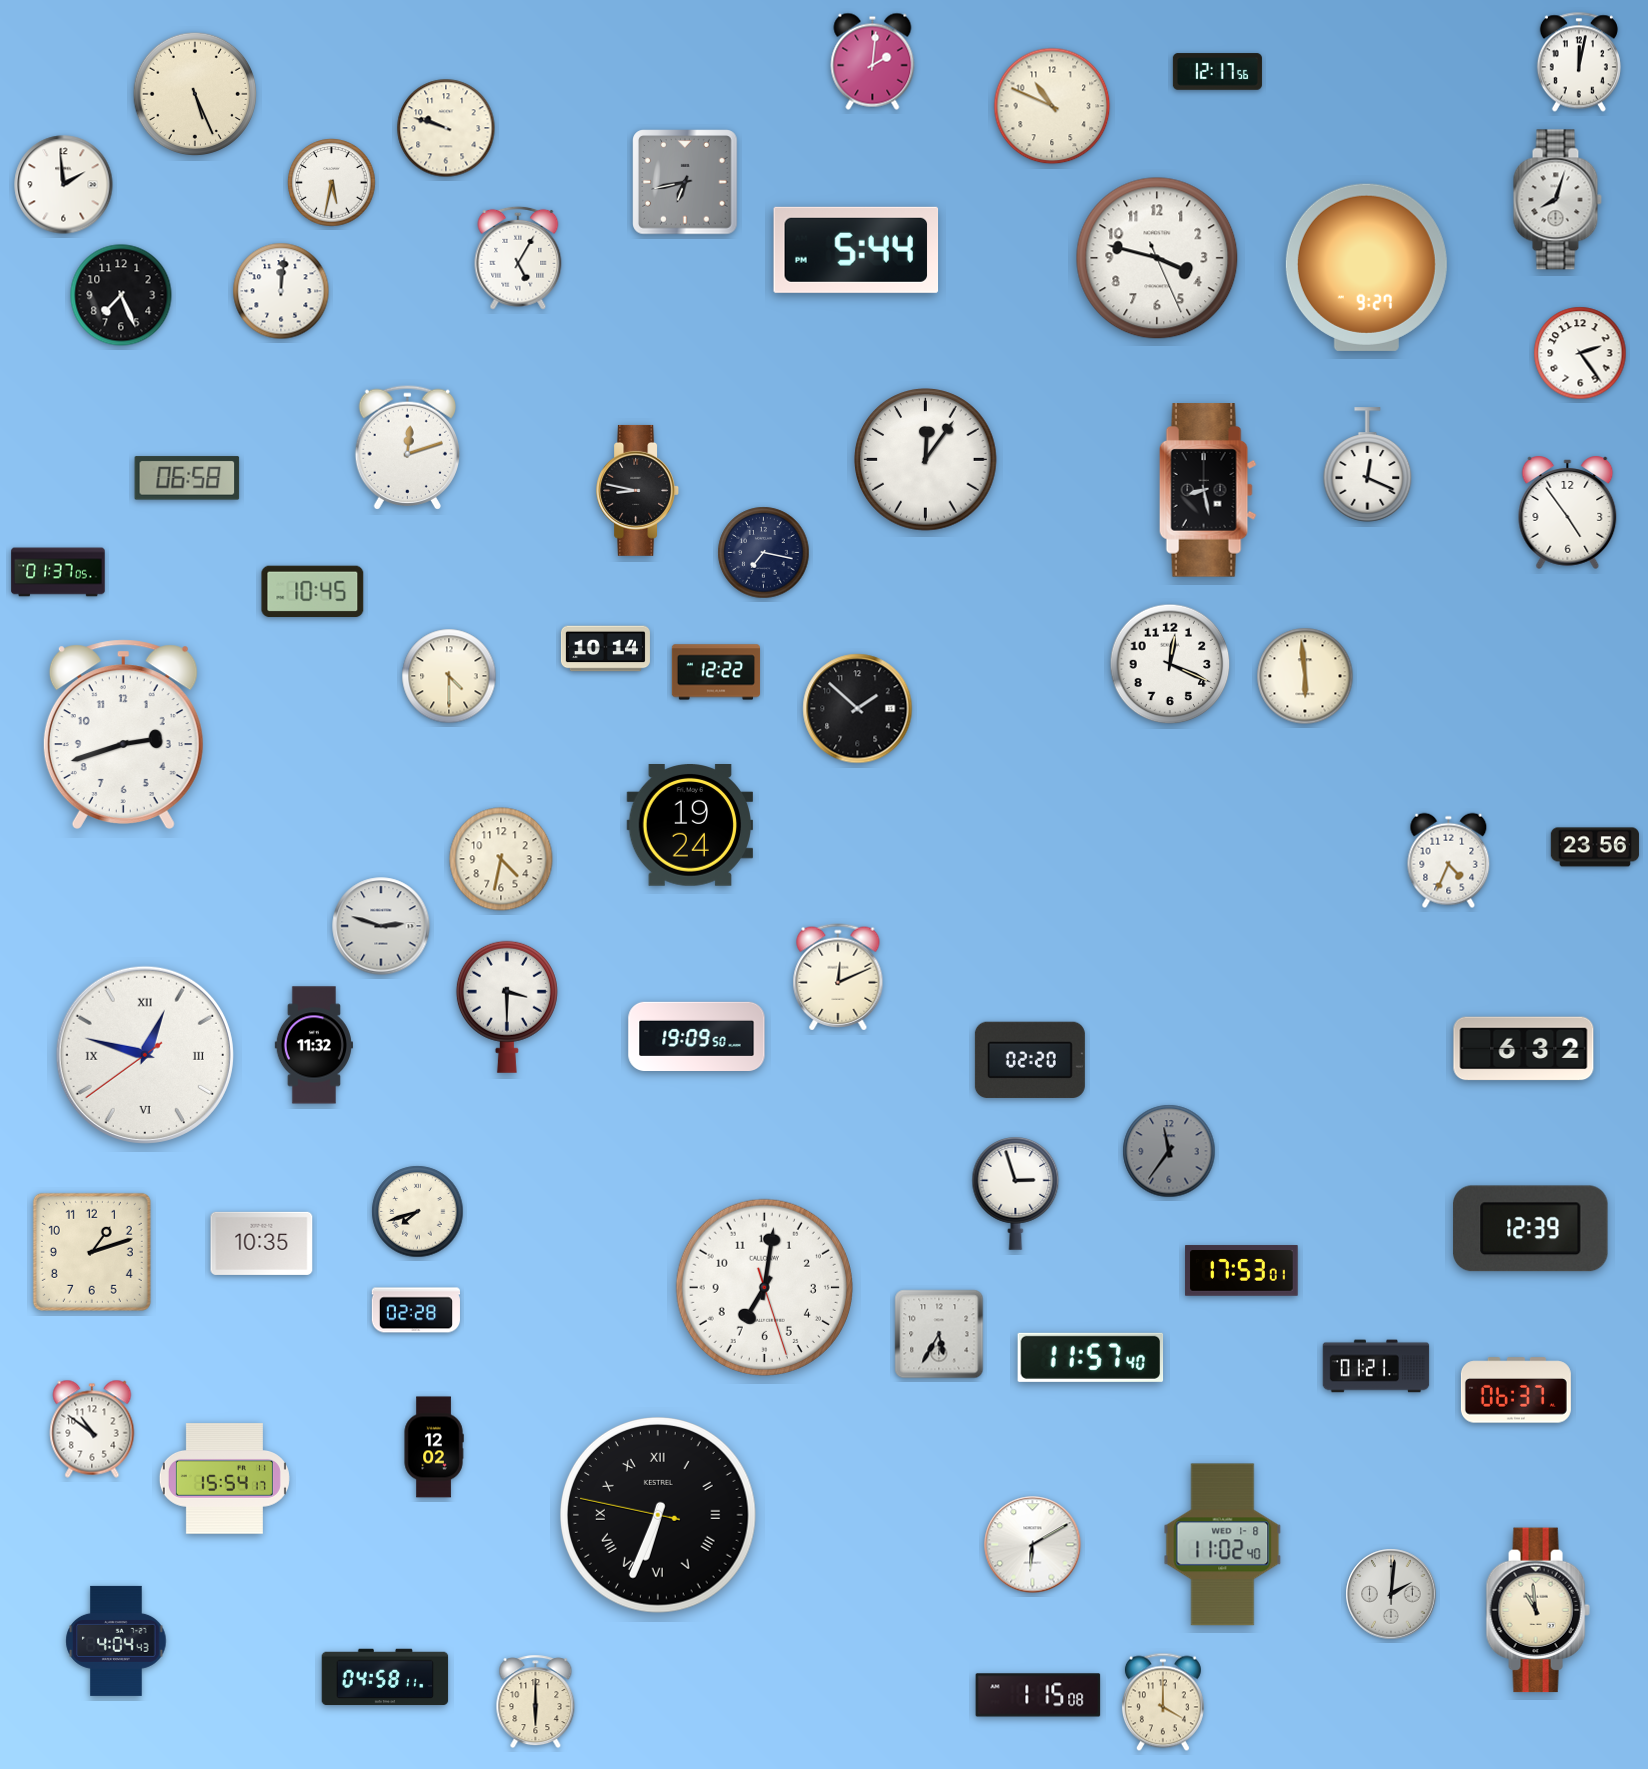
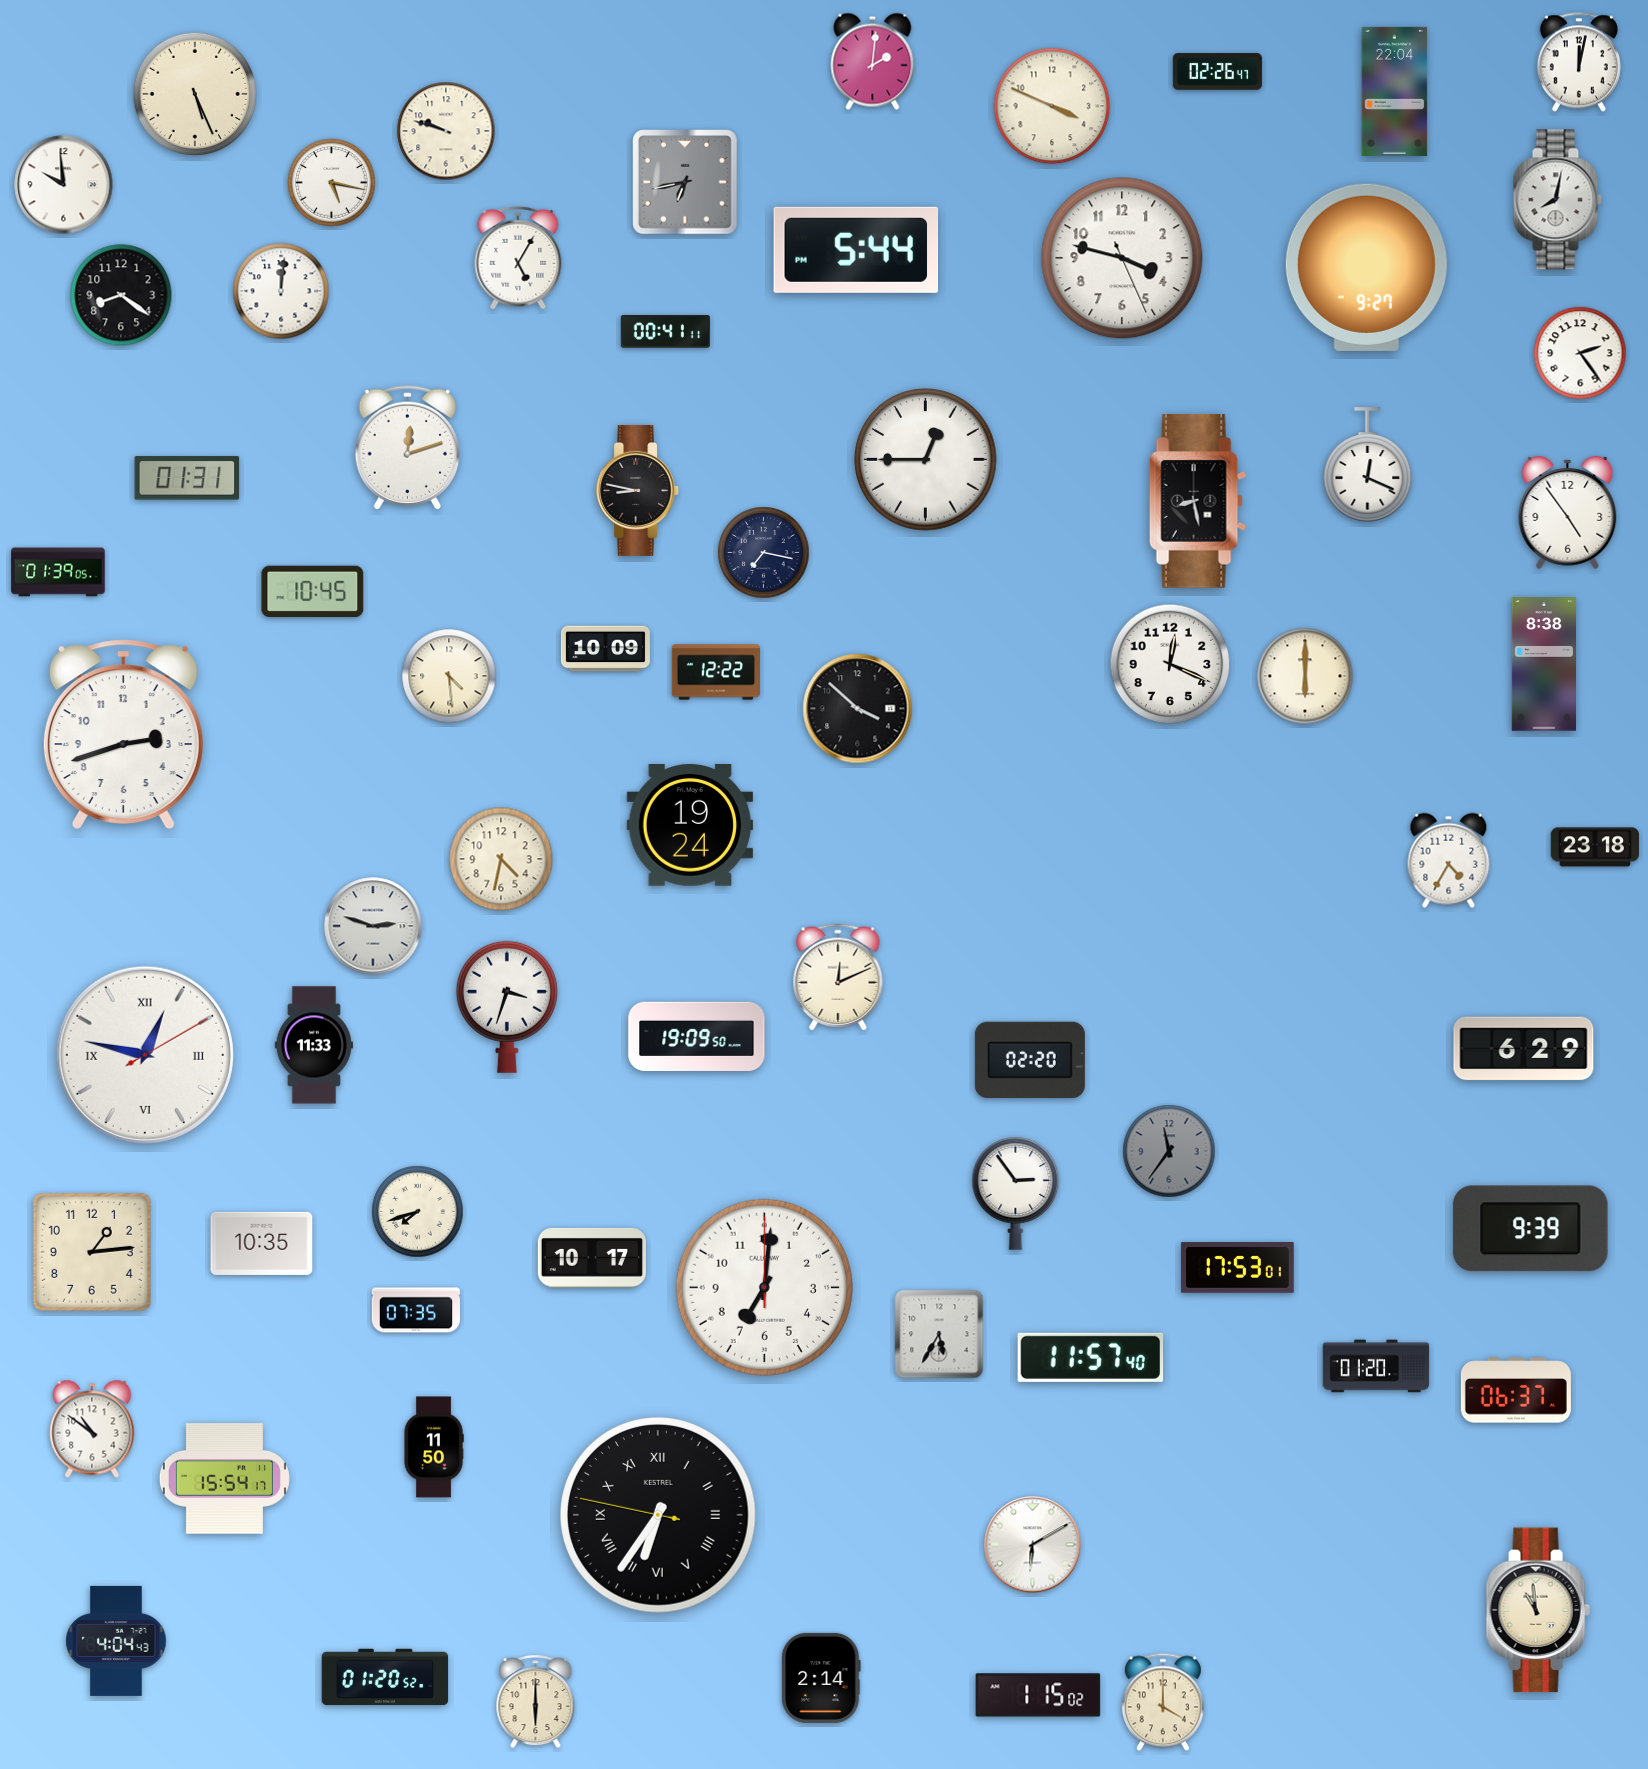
clock at (1217, 72): 12:17 -> 02:26
clock at (1395, 91): none -> 22:04
clock at (1052, 106): 10:49 -> 3:49
clock at (446, 128) position: (446, 128) -> (446, 131)
clock at (332, 183): 5:32 -> 5:17
clock at (64, 185): 1:59 -> 9:59
clock at (1557, 200): 8:03 -> 8:02
clock at (1157, 258) position: (1157, 258) -> (1122, 258)
clock at (121, 295): 7:26 -> 8:21
clock at (665, 332): none -> 00:41
clock at (926, 460): 12:06 -> 12:45
clock at (187, 478): 06:58 -> 01:31
clock at (1208, 490) position: (1208, 490) -> (1198, 501)
clock at (58, 572): 01:37 -> 01:39
clock at (605, 649): 10:14 -> 10:09
clock at (1543, 664): none -> 8:38
clock at (449, 676): 4:30 -> 4:29
clock at (1305, 676): 5:59 -> 6:00
clock at (858, 709): 1:52 -> 3:52
clock at (1595, 847): 23:56 -> 23:18
clock at (1449, 861): 4:34 -> 4:35
clock at (381, 926) position: (381, 926) -> (373, 926)
clock at (507, 1007): 3:30 -> 3:33
clock at (314, 1045): 11:32 -> 11:33
clock at (1524, 1049): 6:32 -> 6:29
clock at (145, 1055): 12:47:39 -> 12:47:10
clock at (1016, 1194): 2:57 -> 2:54
clock at (1531, 1229): 12:39 -> 9:39
clock at (92, 1252): 1:12 -> 1:14
clock at (592, 1258): none -> 10:17
clock at (1242, 1271) position: (1242, 1271) -> (1238, 1268)
clock at (764, 1287): 7:01:27 -> 7:01:00
clock at (416, 1310): 02:28 -> 07:35
clock at (1376, 1366): 01:21 -> 01:20
clock at (434, 1447): 12:02 -> 11:50
clock at (659, 1516): 6:33 -> 6:35
clock at (1223, 1545): 11:02 -> none
clock at (1391, 1594): 2:01 -> none
clock at (385, 1677): 04:58 -> 01:20
clock at (821, 1678): none -> 2:14
clock at (1038, 1695): 1:15:08 -> 1:15:02
